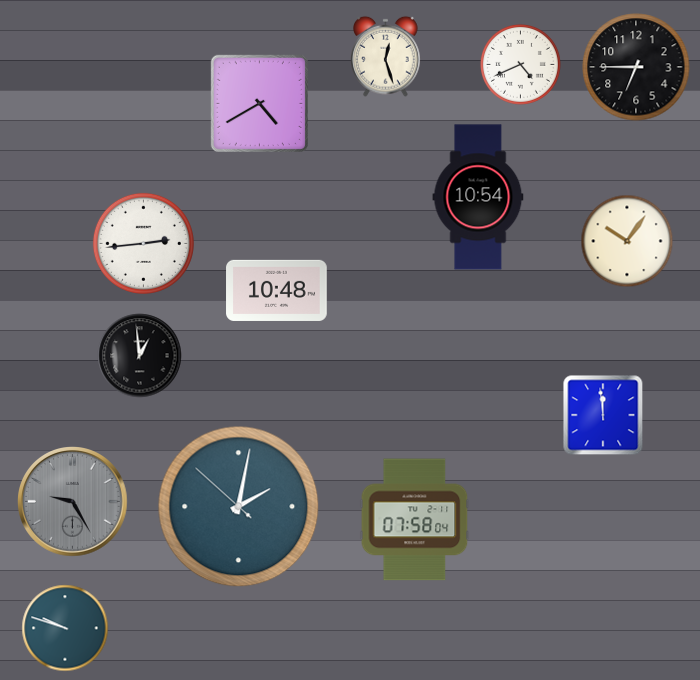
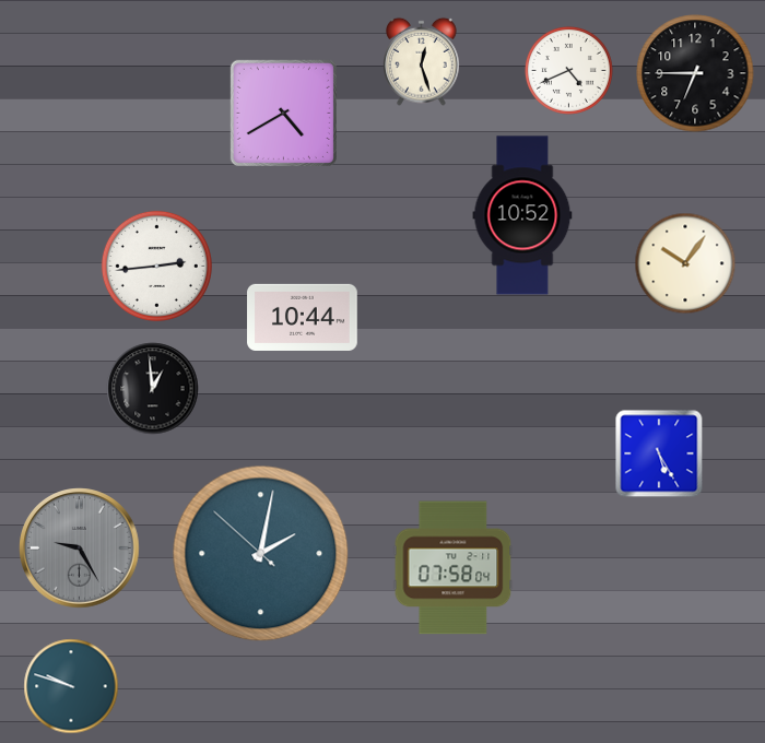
clock at (478, 197): 10:54 -> 10:52
clock at (277, 290): 10:48 -> 10:44
clock at (603, 415): 11:59 -> 5:25
